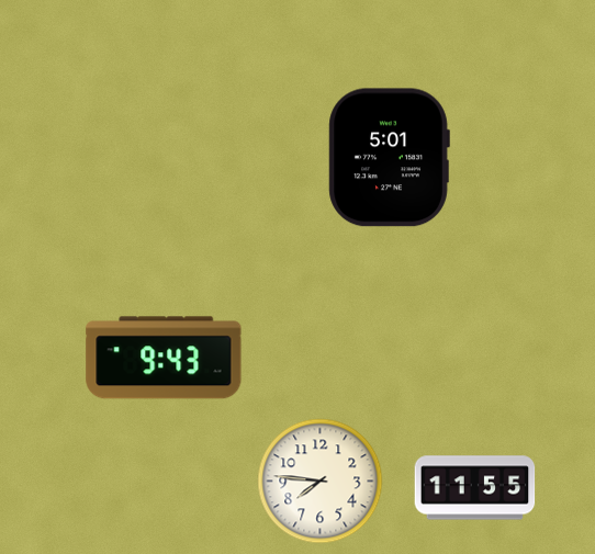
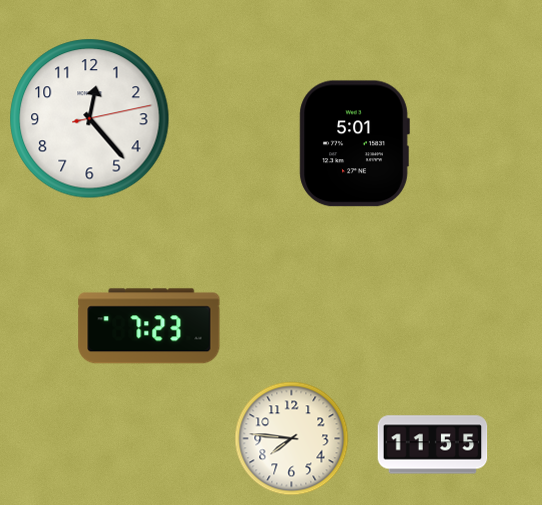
clock at (90, 119): none -> 12:23
clock at (164, 358): 9:43 -> 7:23
